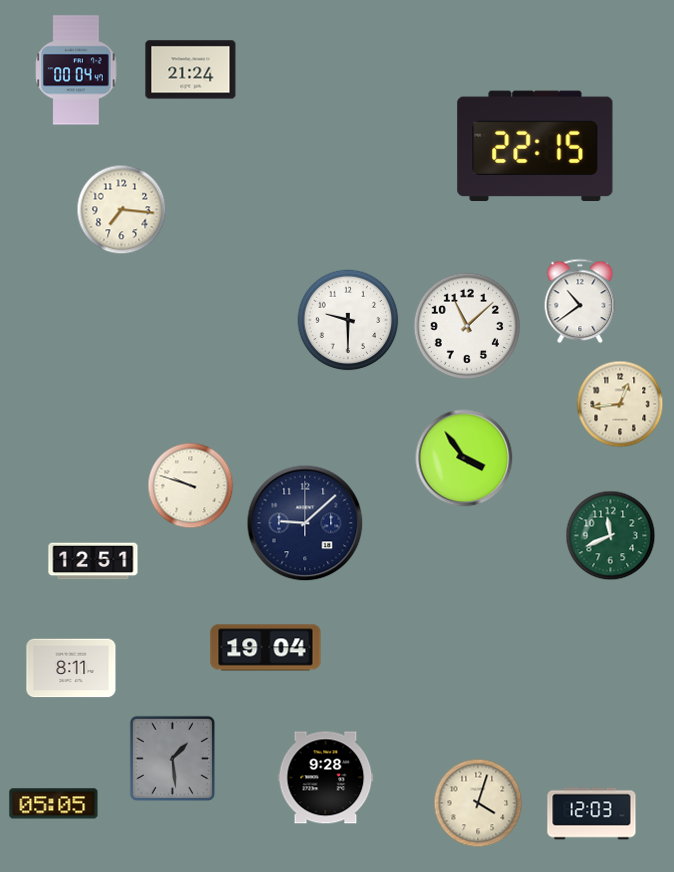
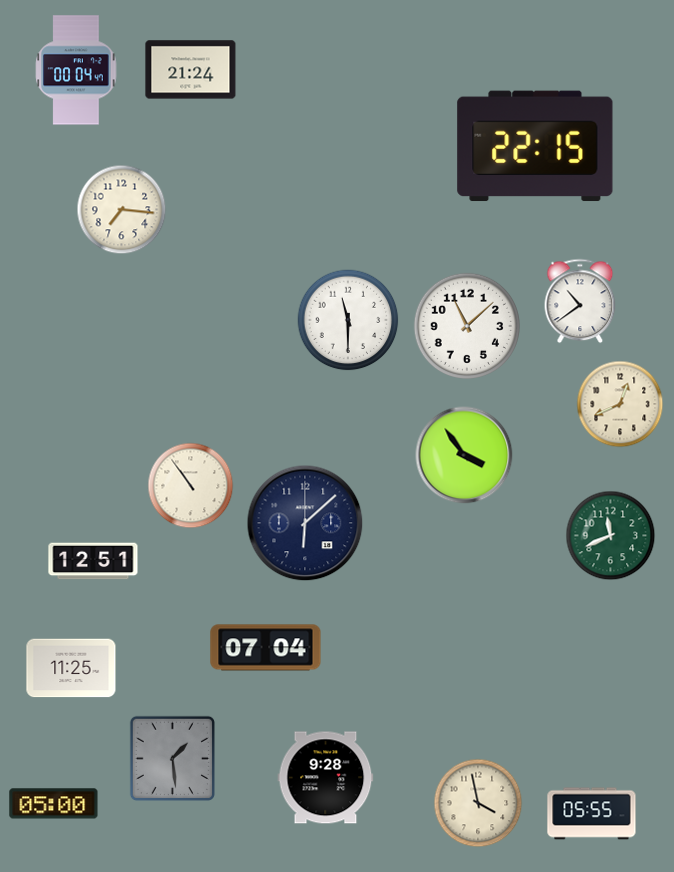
clock at (348, 320): 9:30 -> 11:30
clock at (620, 404): 12:44 -> 12:41
clock at (464, 458) position: (464, 458) -> (464, 455)
clock at (191, 486): 9:48 -> 10:54
clock at (305, 523): 9:08 -> 6:08
clock at (266, 648): 19:04 -> 07:04
clock at (71, 668): 8:11 -> 11:25
clock at (478, 803): 4:03 -> 3:58
clock at (54, 804): 05:05 -> 05:00
clock at (592, 814): 12:03 -> 05:55
